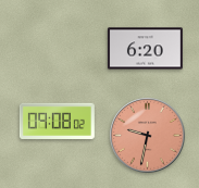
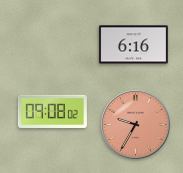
clock at (145, 49): 6:20 -> 6:16
clock at (148, 136): 9:32 -> 9:35
